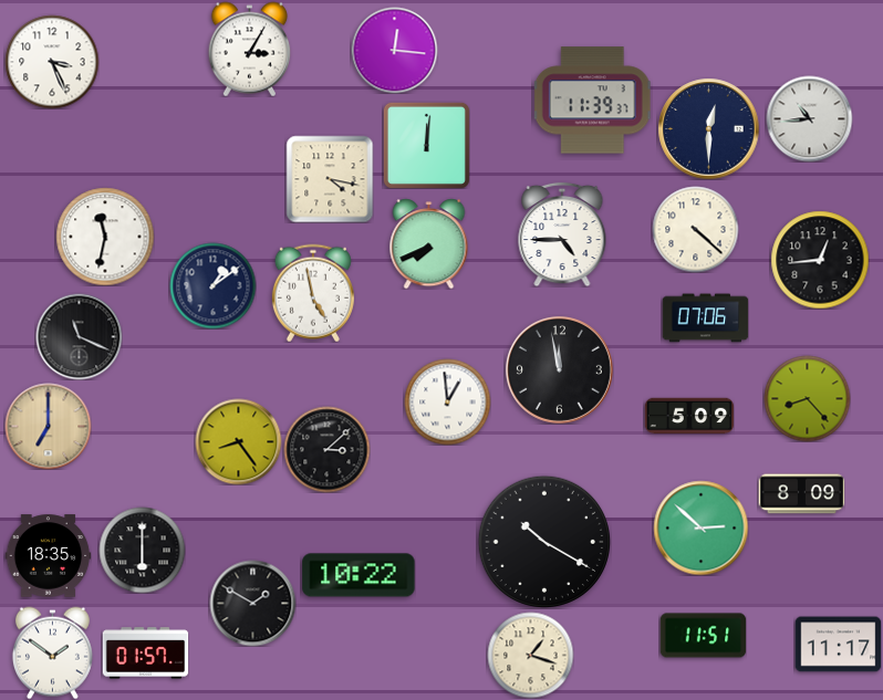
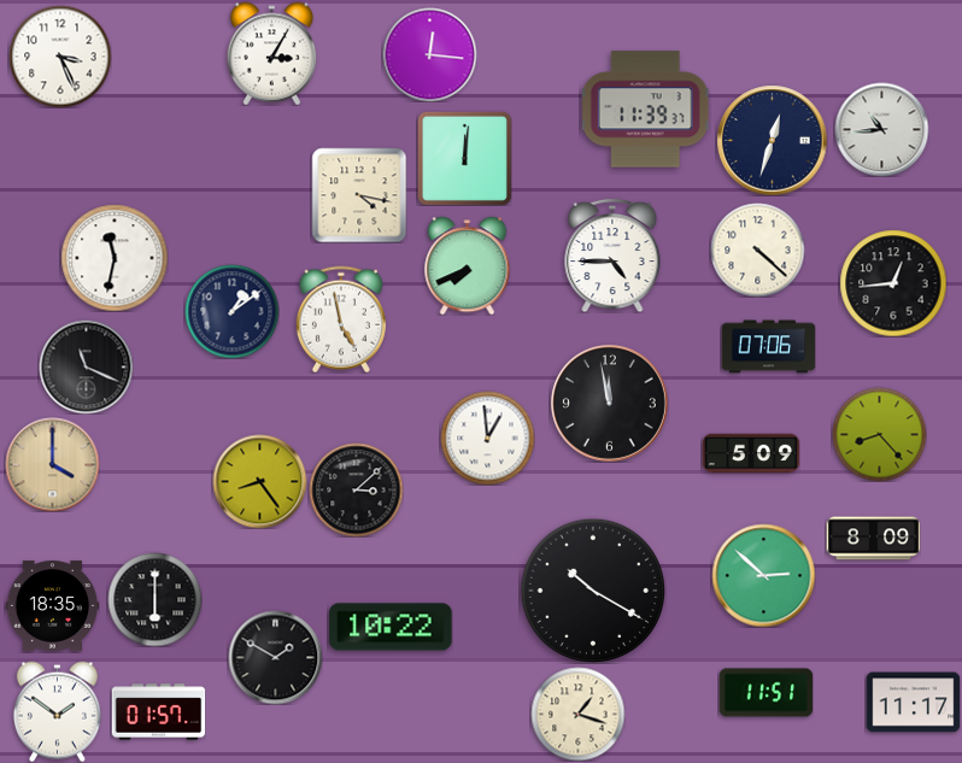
clock at (52, 62) position: (52, 62) -> (60, 57)
clock at (708, 128): 12:30 -> 12:33
clock at (48, 426): 7:00 -> 4:00
